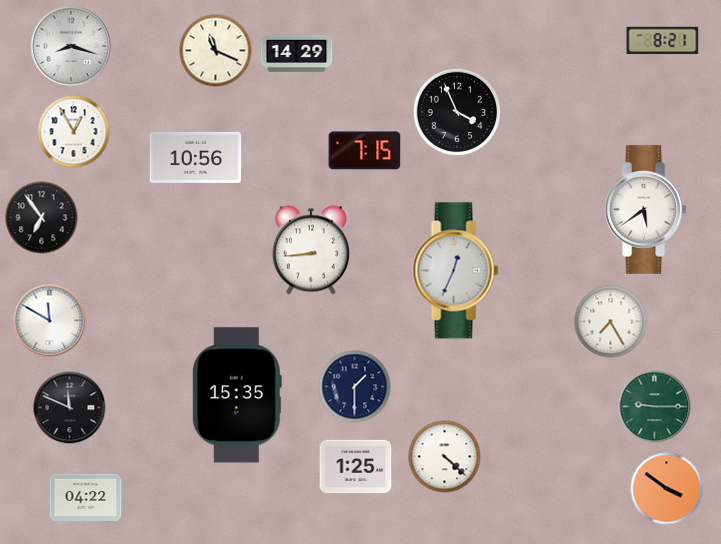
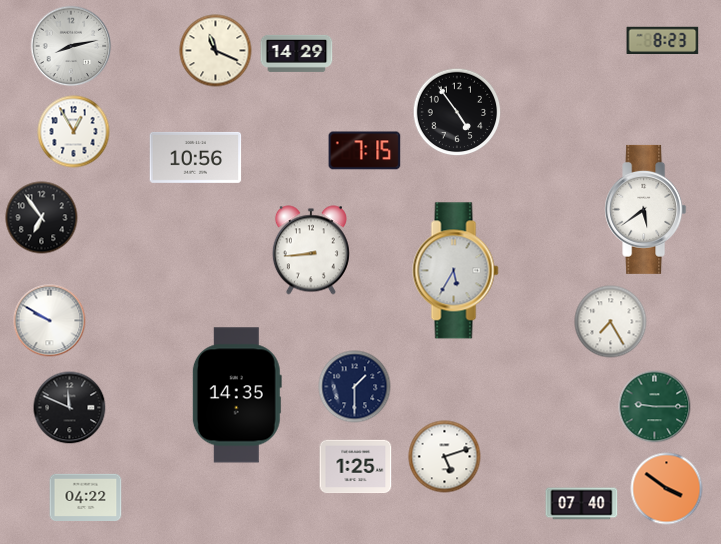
clock at (663, 40): 8:21 -> 8:23
clock at (71, 46): 8:18 -> 8:13
clock at (457, 112): 3:56 -> 4:54
clock at (456, 271): 12:34 -> 5:35
clock at (50, 321): 11:50 -> 9:50
clock at (237, 395): 15:35 -> 14:35
clock at (445, 457): 4:22 -> 5:12
clock at (582, 504): none -> 07:40
